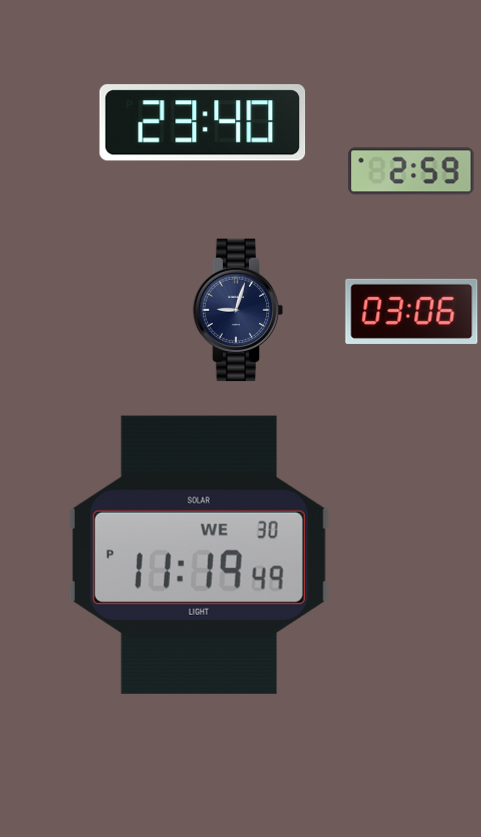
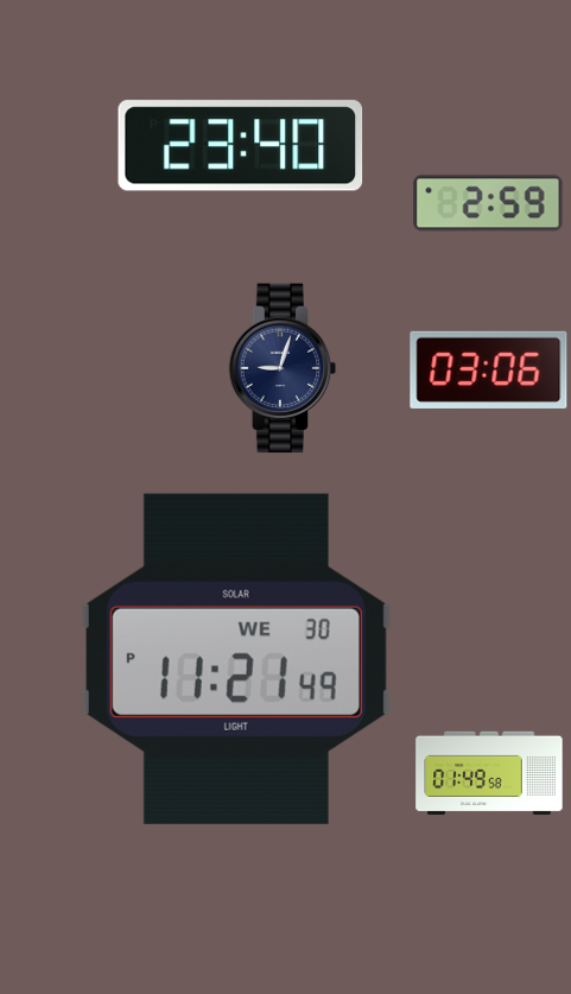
clock at (199, 555): 11:19 -> 11:21
clock at (489, 773): none -> 01:49
